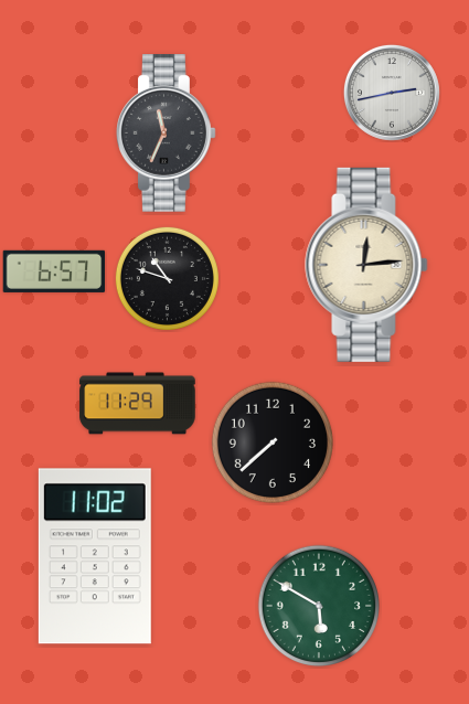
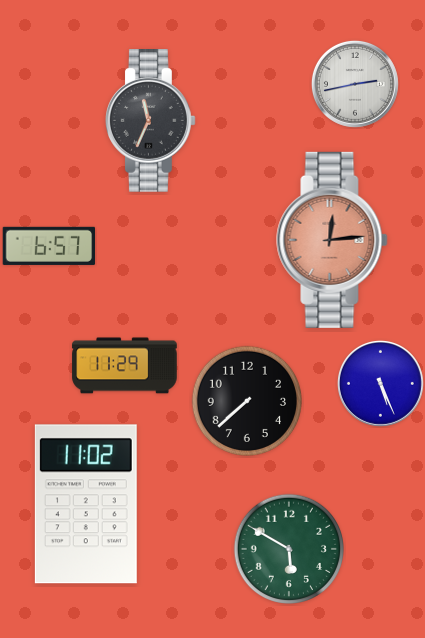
clock at (366, 265) dial: cream -> salmon
clock at (167, 278): 10:48 -> none
clock at (380, 383): none -> 5:26
